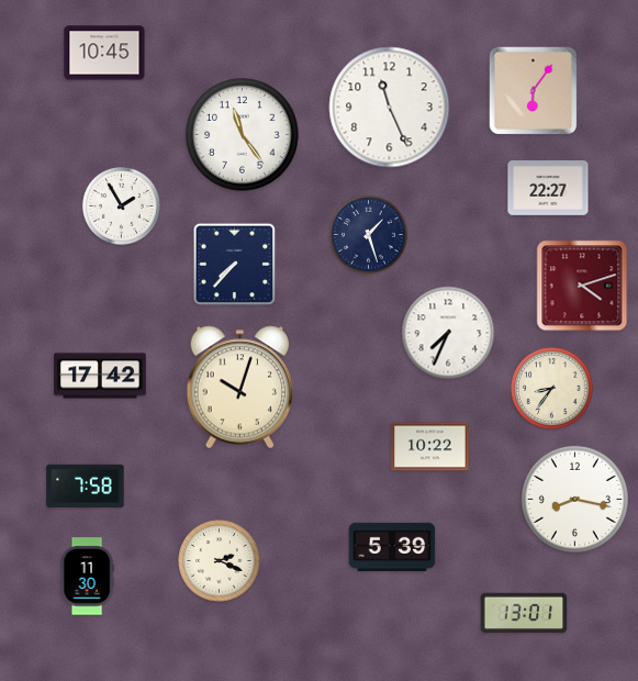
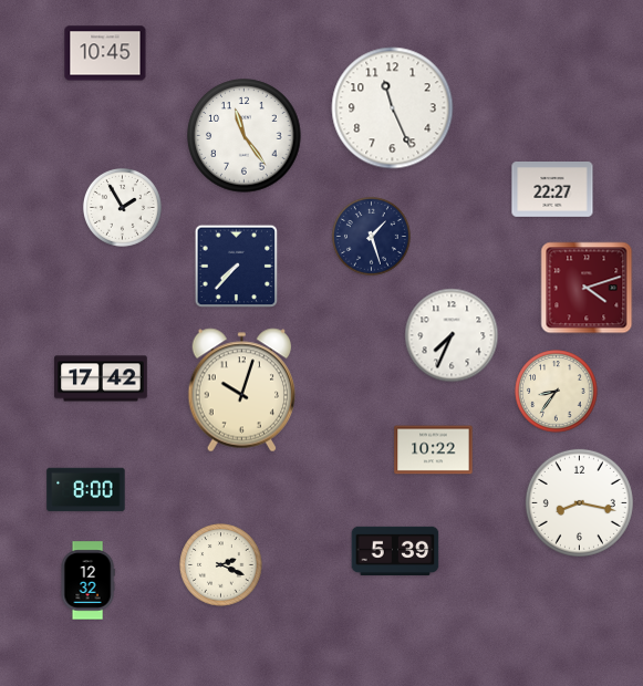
clock at (534, 91): 6:06 -> none
clock at (86, 487): 7:58 -> 8:00
clock at (87, 577): 11:30 -> 12:32
clock at (524, 613): 13:01 -> none
